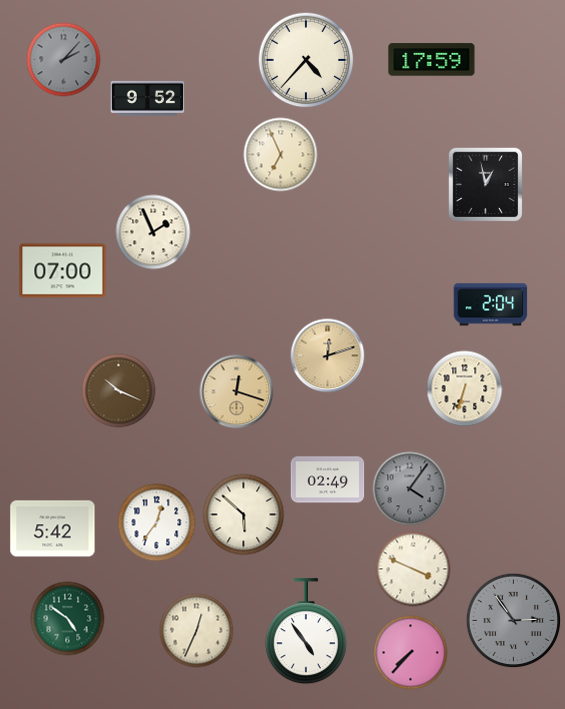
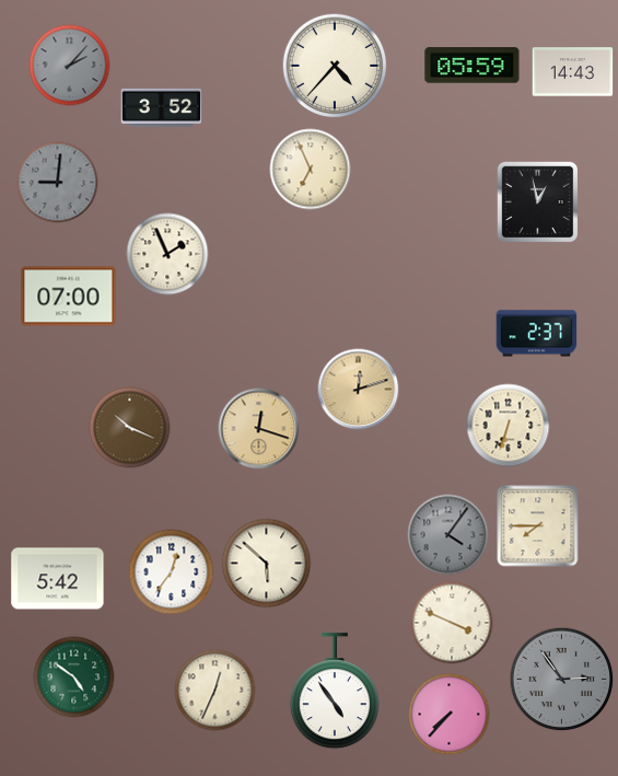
clock at (432, 60): 17:59 -> 05:59
clock at (573, 72): none -> 14:43
clock at (148, 98): 9:52 -> 3:52
clock at (281, 155) position: (281, 155) -> (311, 170)
clock at (58, 183): none -> 9:01
clock at (486, 185) position: (486, 185) -> (538, 202)
clock at (491, 305): 2:04 -> 2:37
clock at (328, 480): 02:49 -> none
clock at (538, 526): none -> 7:45
